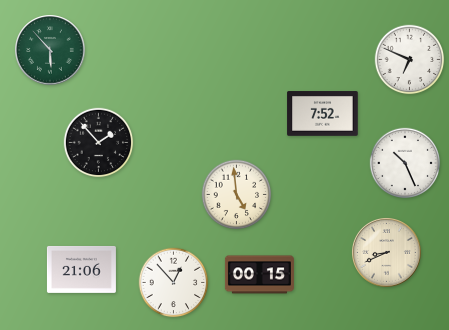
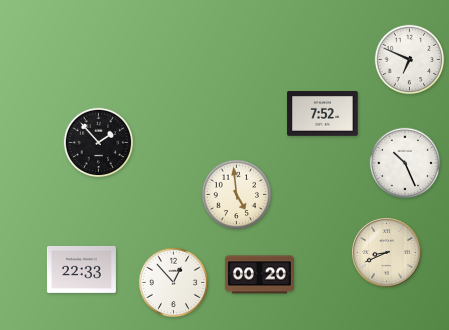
clock at (50, 50): 5:53 -> none
clock at (81, 269): 21:06 -> 22:33
clock at (259, 275): 00:15 -> 00:20
